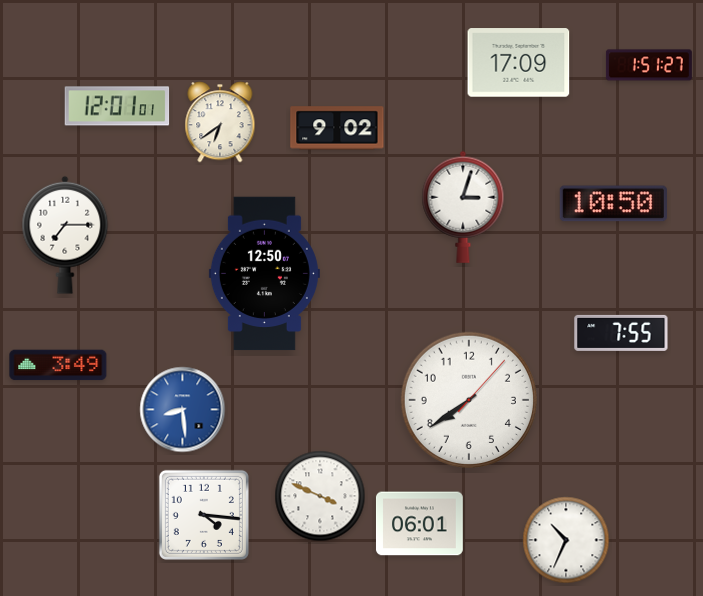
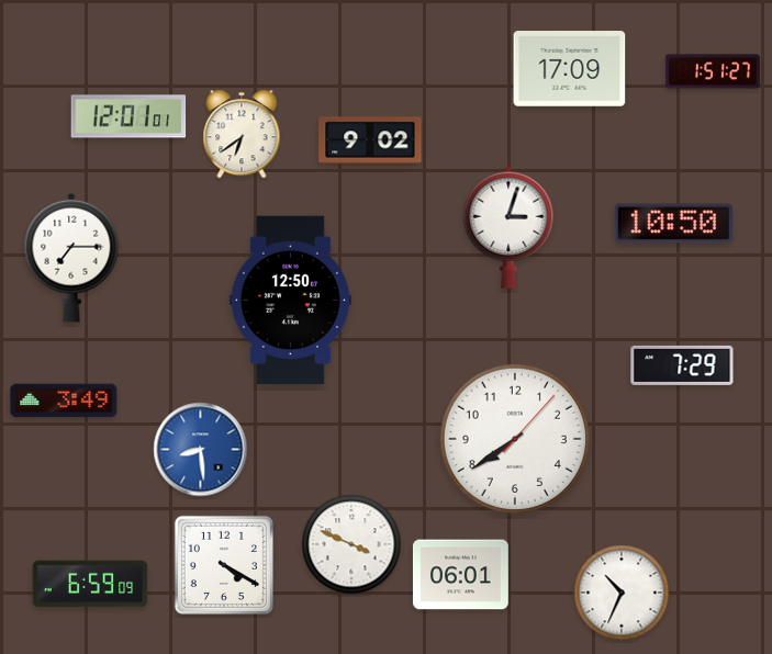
clock at (621, 333): 7:55 -> 7:29
clock at (204, 515): 4:16 -> 4:20
clock at (90, 584): none -> 6:59
